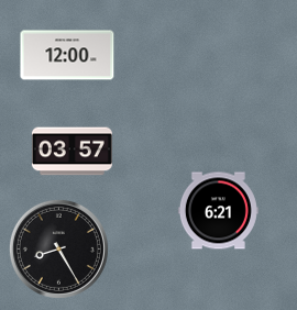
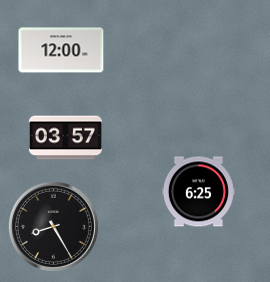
clock at (218, 211): 6:21 -> 6:25
